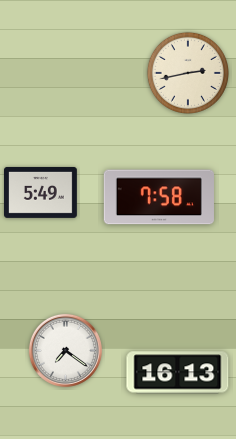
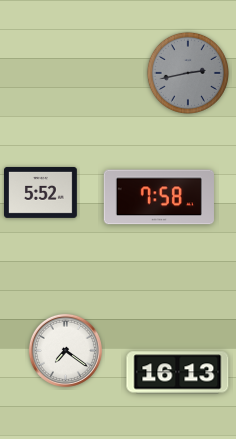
clock at (188, 73) dial: cream -> grey
clock at (41, 192): 5:49 -> 5:52
